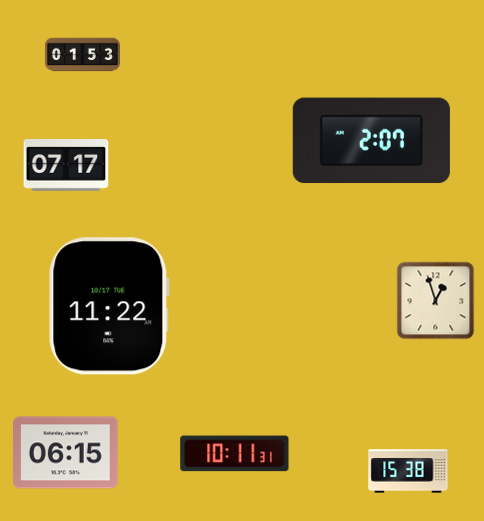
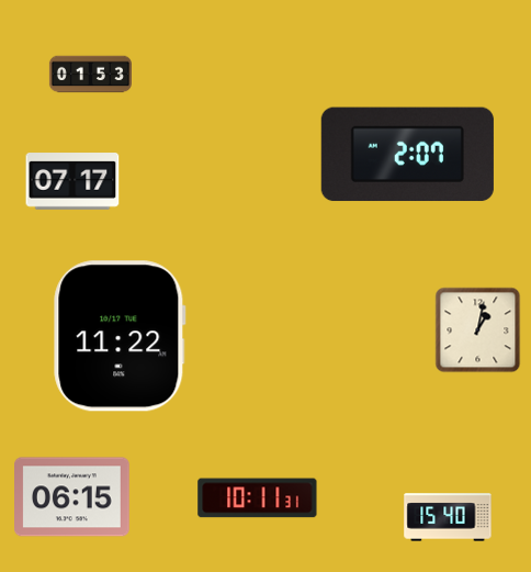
clock at (82, 55) position: (82, 55) -> (90, 75)
clock at (436, 301): 12:57 -> 1:02
clock at (408, 471): 15:38 -> 15:40
